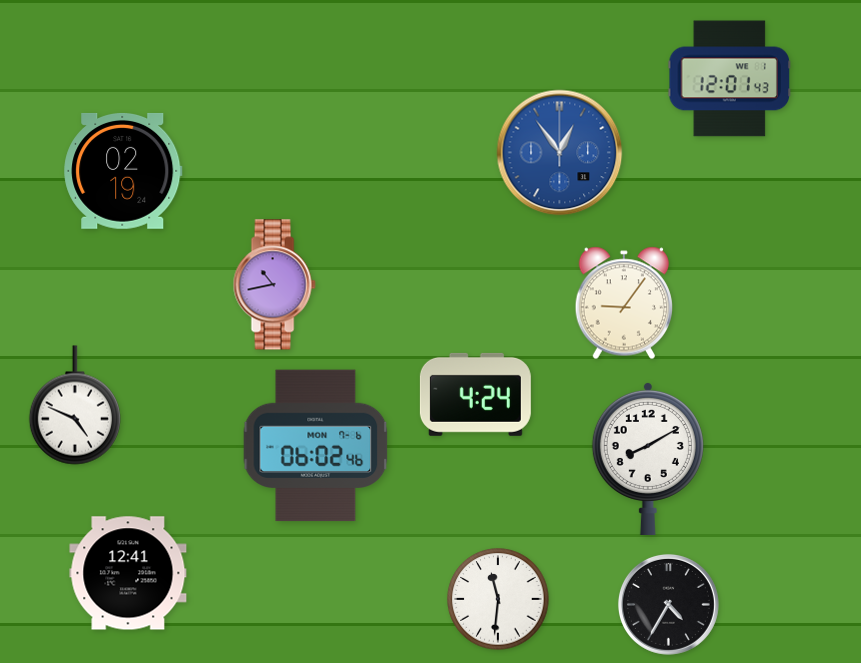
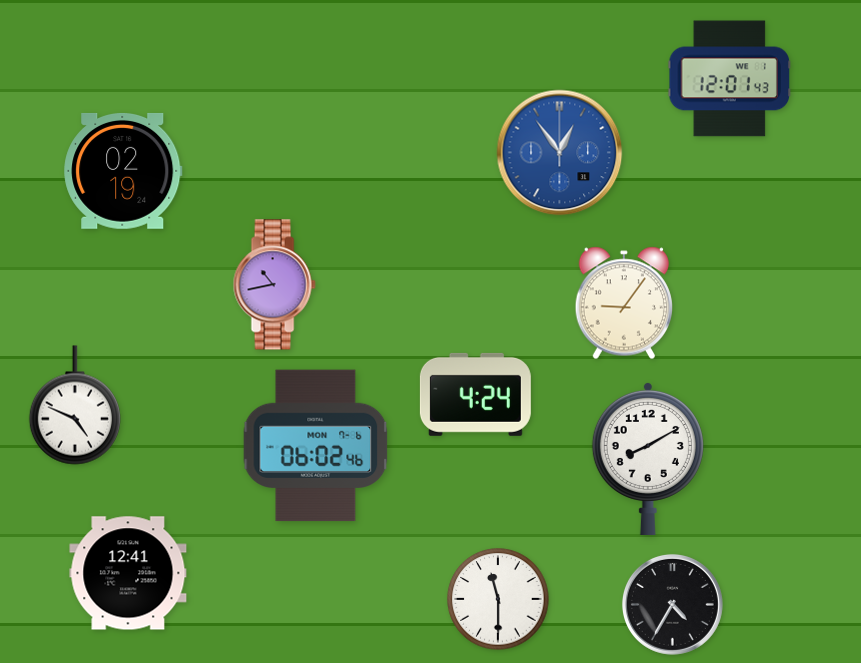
clock at (498, 599): 11:31 -> 11:30
clock at (668, 604) position: (668, 604) -> (672, 604)
